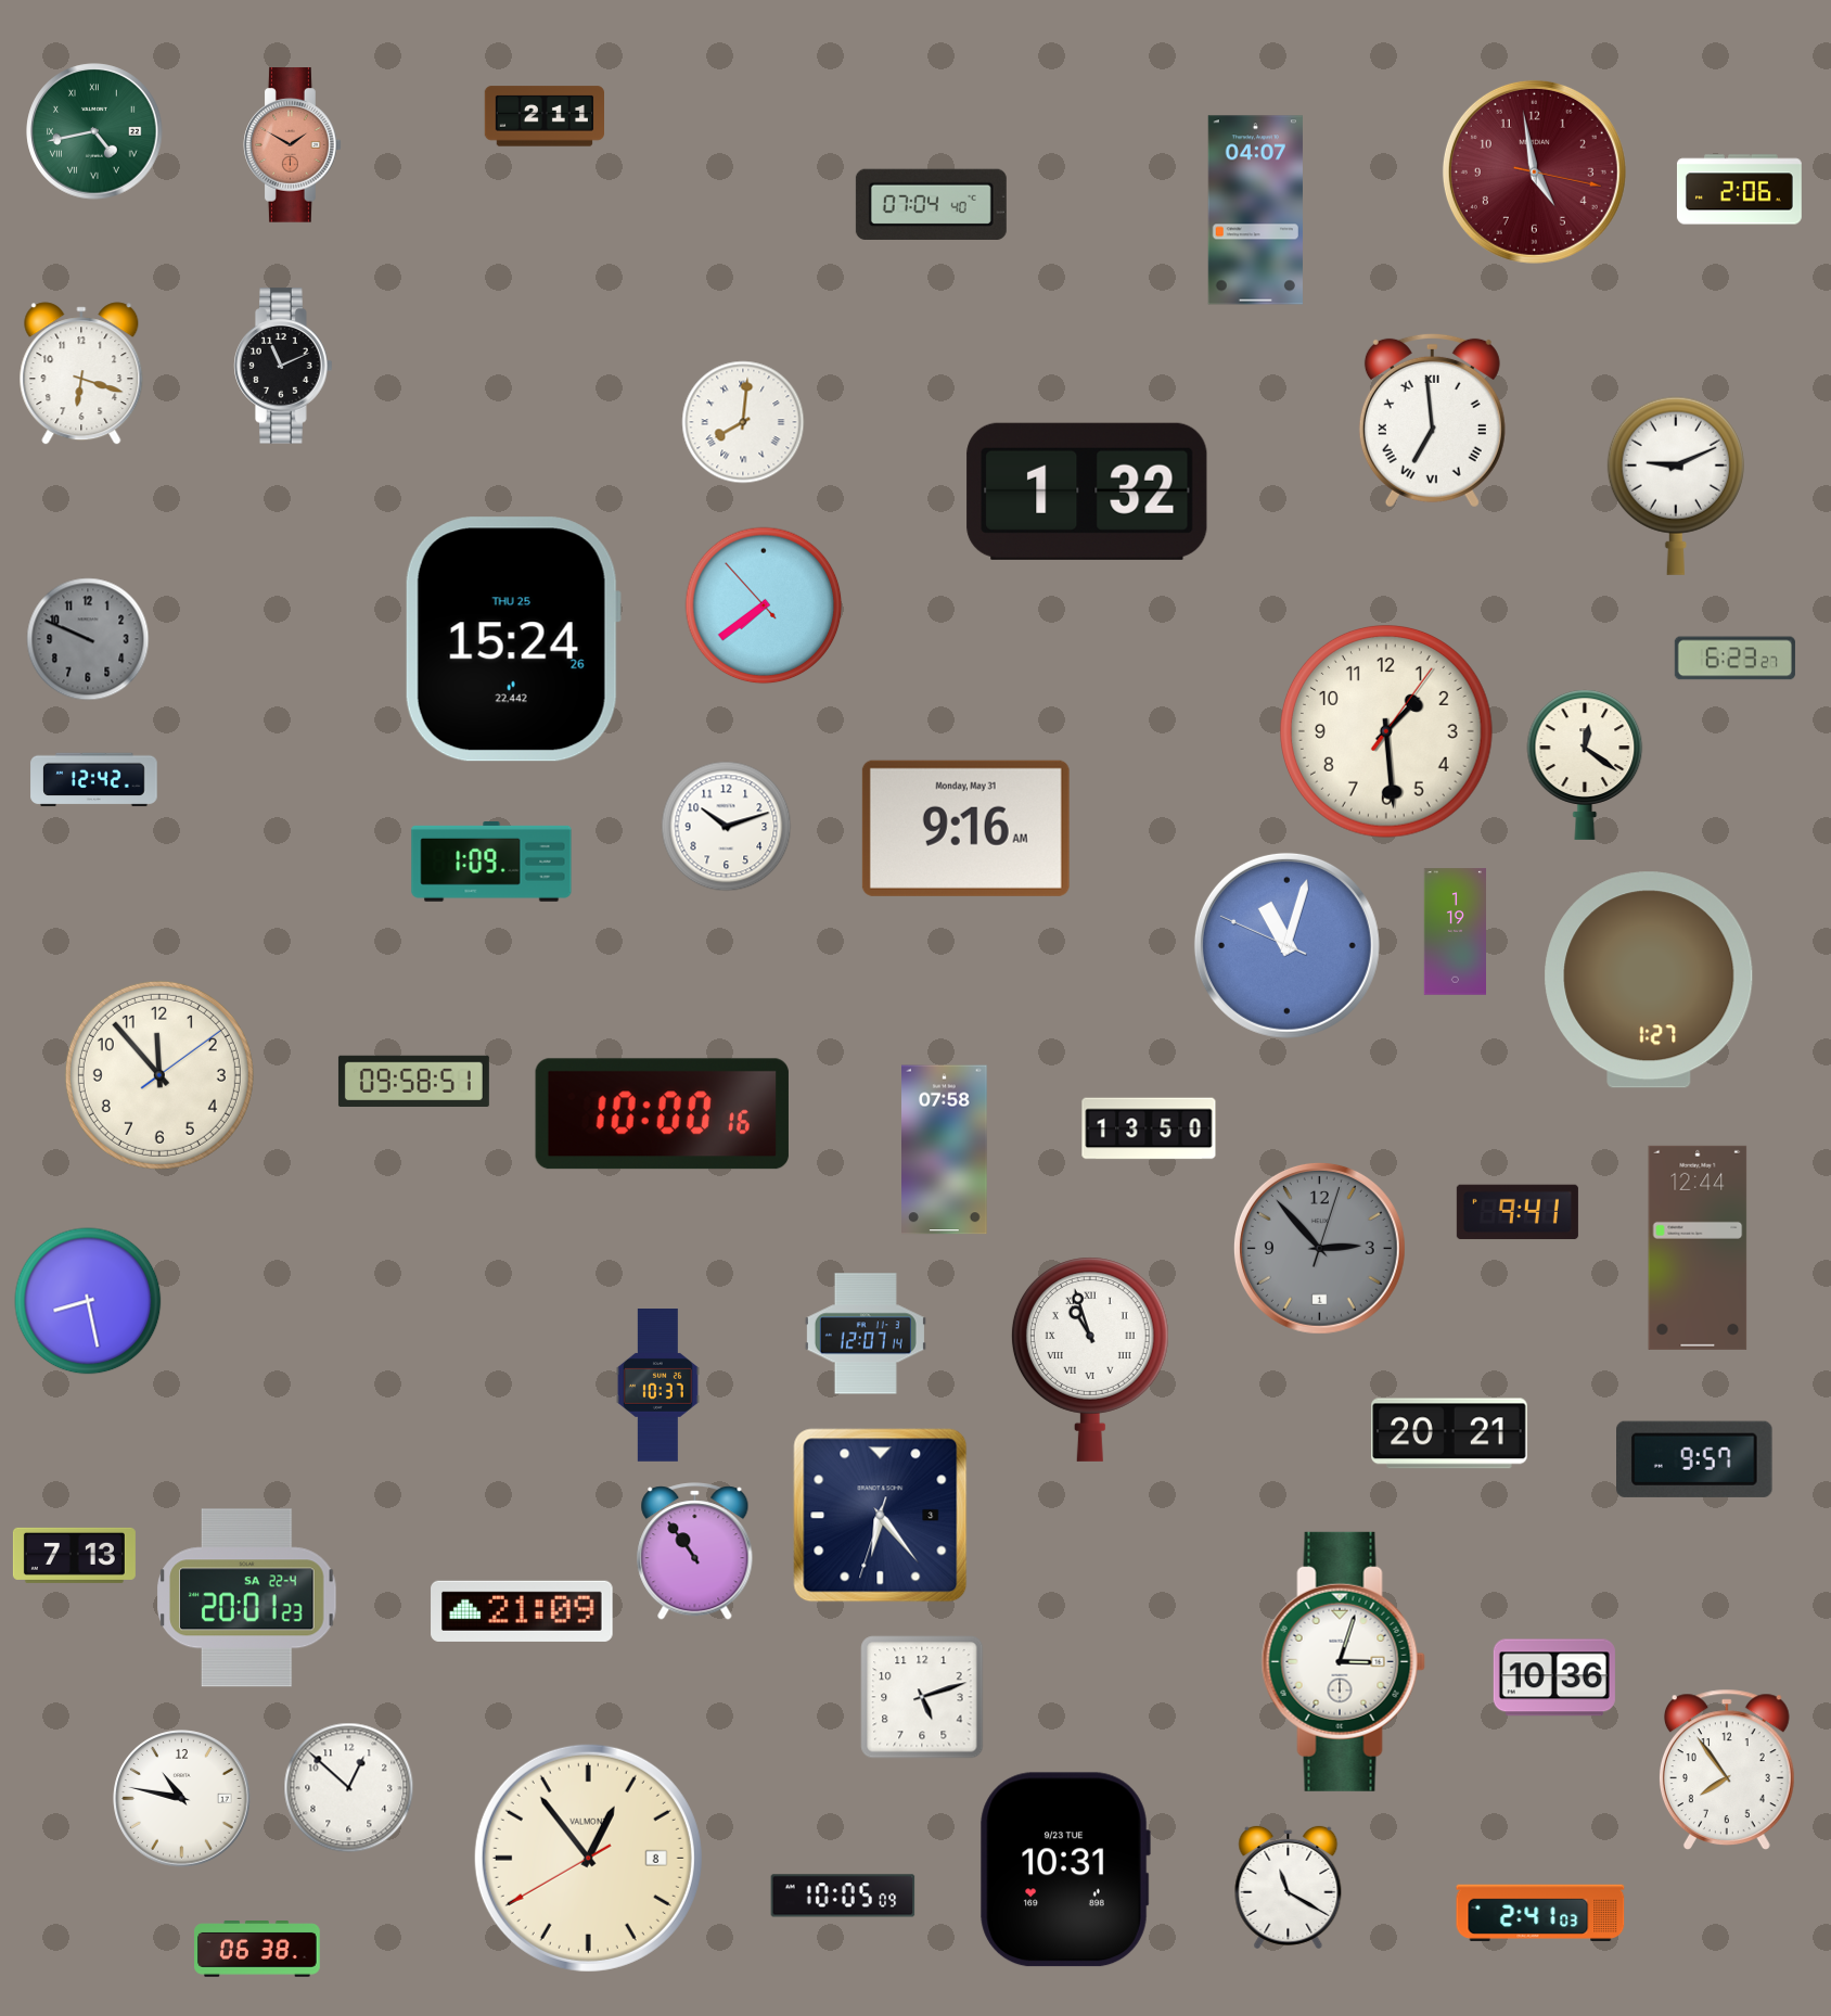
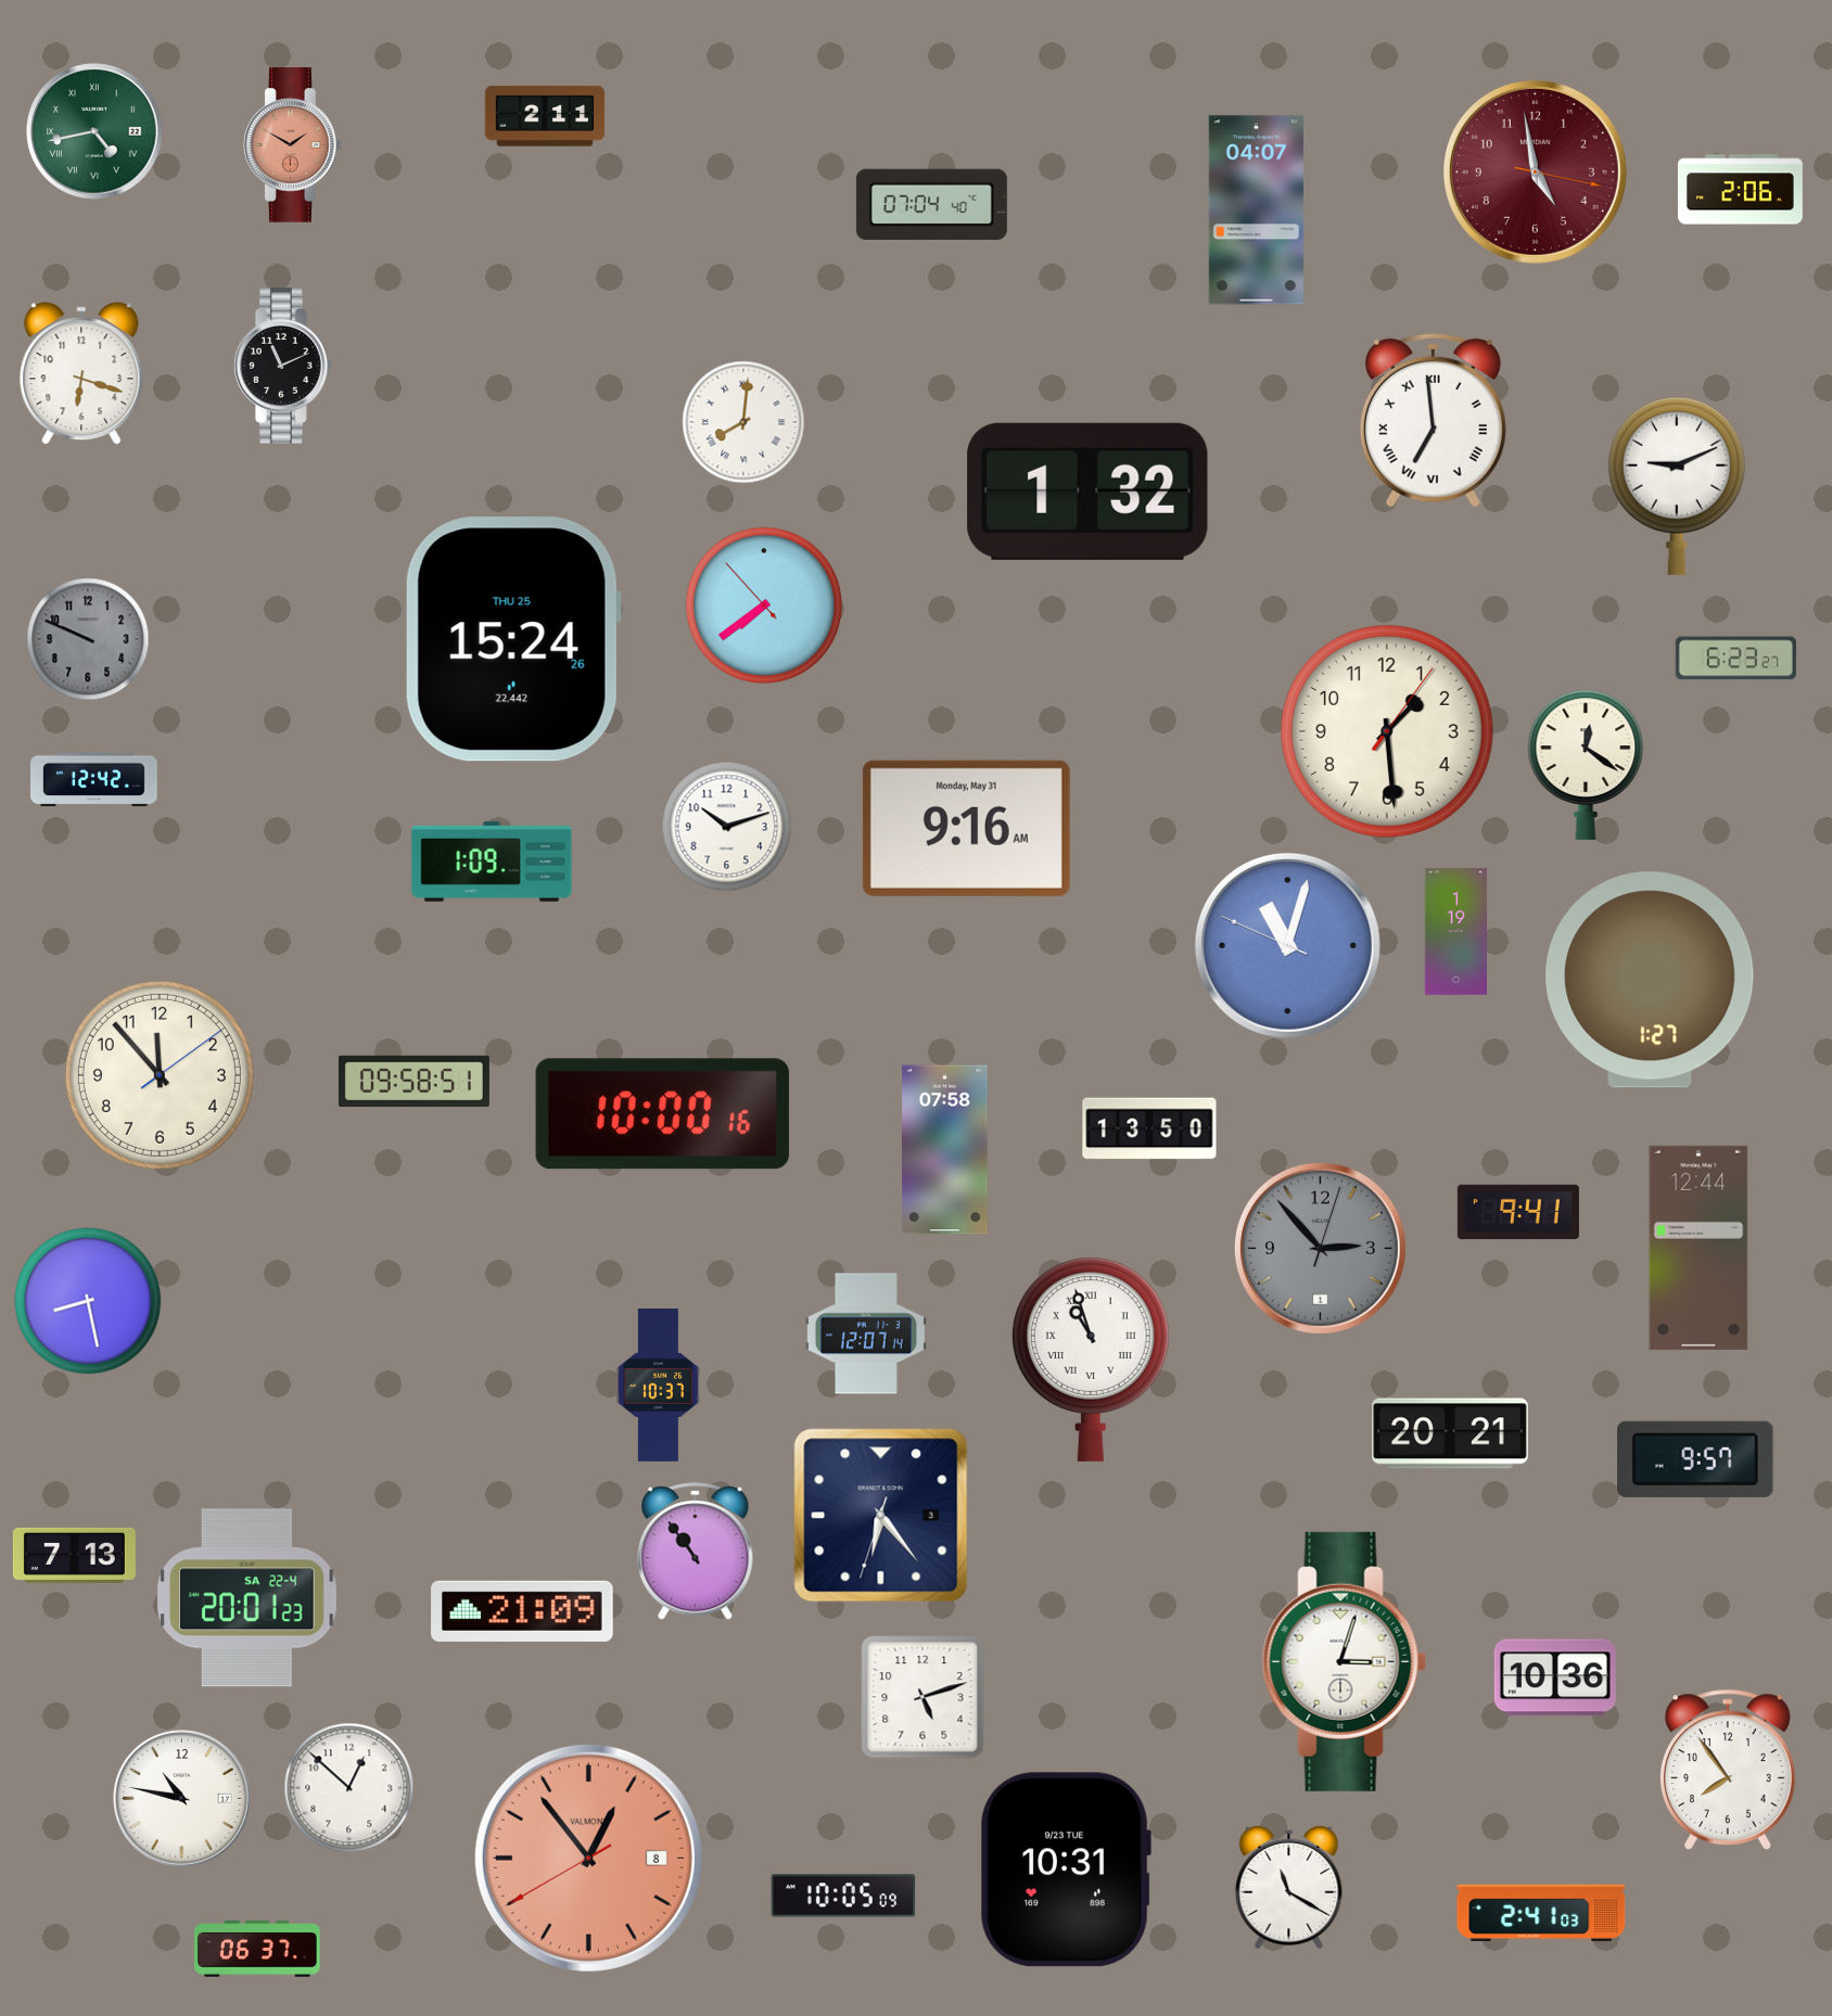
clock at (588, 1858) dial: cream -> salmon
clock at (258, 1950): 06:38 -> 06:37
